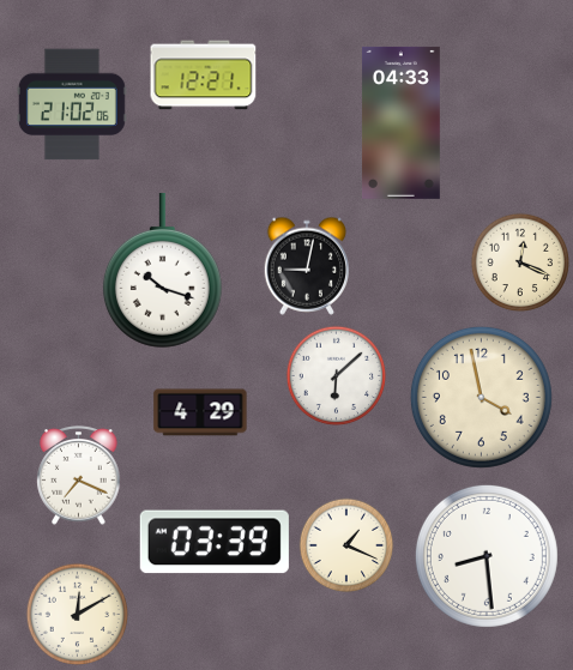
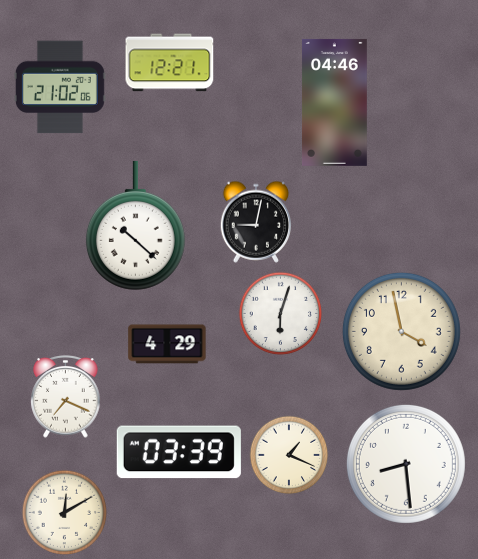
clock at (400, 122): 04:33 -> 04:46
clock at (520, 262): 12:19 -> none
clock at (162, 270): 10:18 -> 10:22
clock at (337, 376): 6:08 -> 6:03
